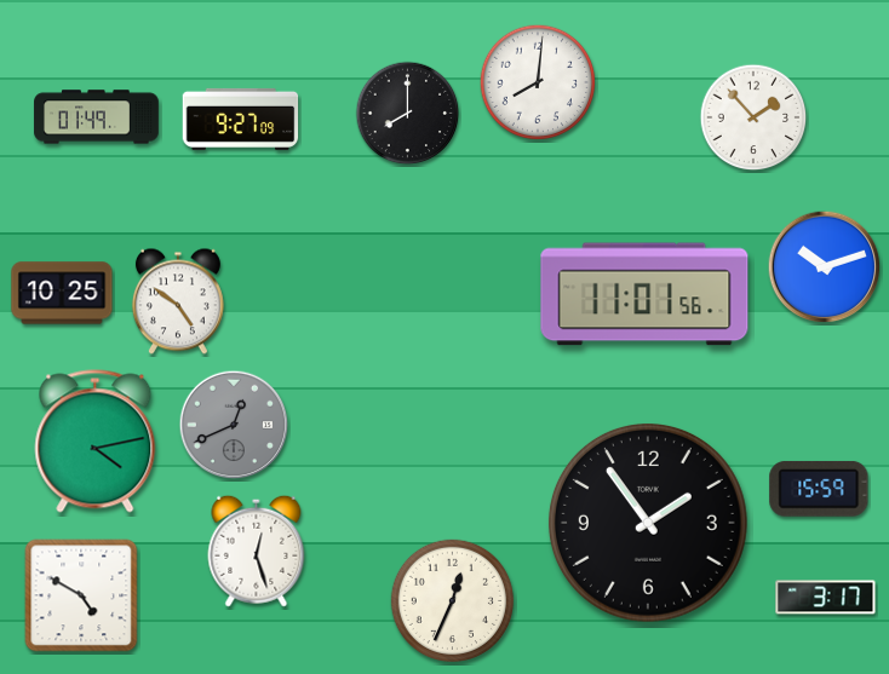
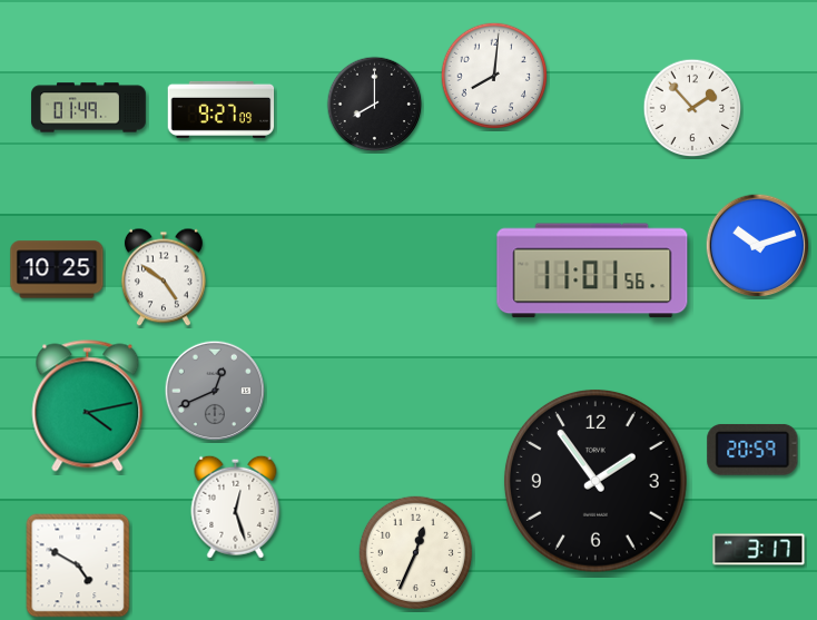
clock at (819, 489): 15:59 -> 20:59
clock at (81, 595) position: (81, 595) -> (78, 565)
